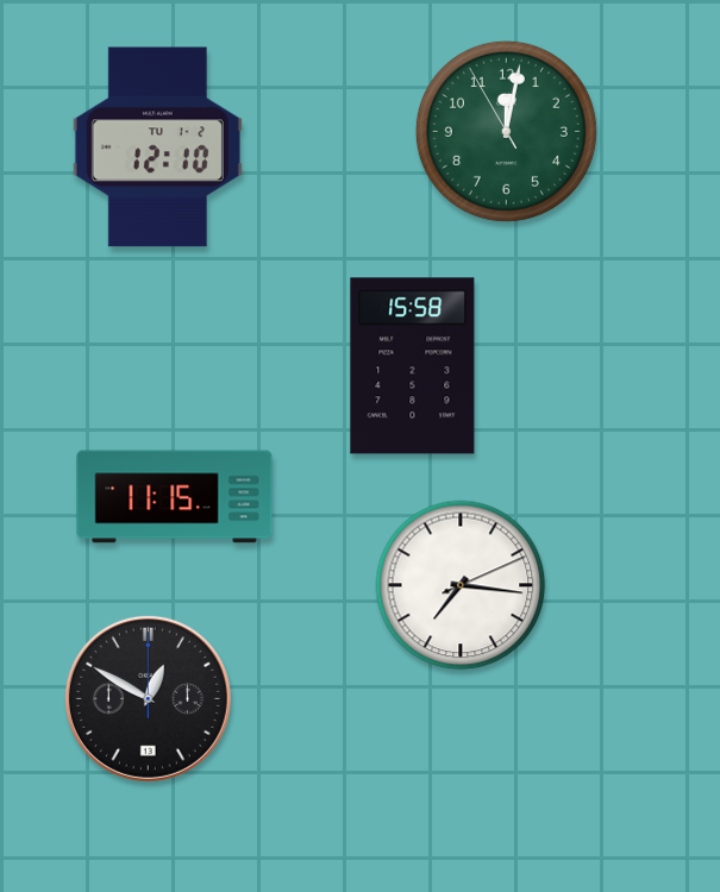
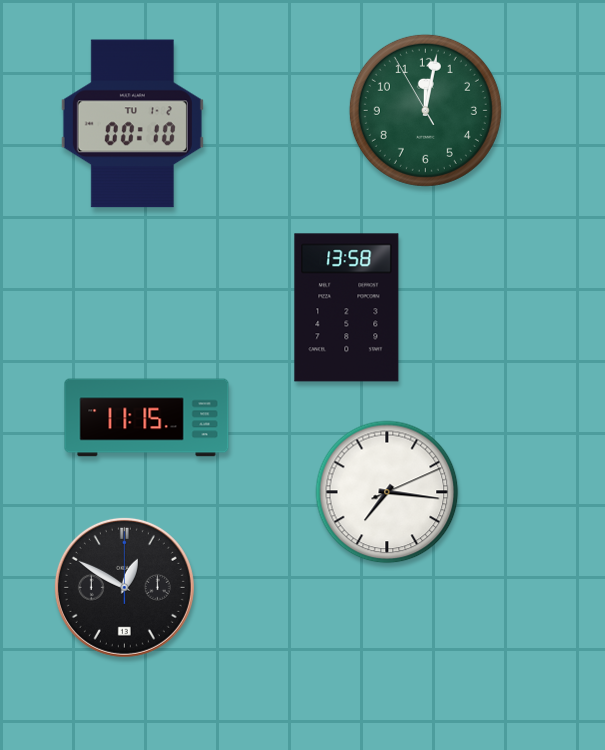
clock at (157, 147): 12:10 -> 00:10
clock at (413, 366): 15:58 -> 13:58
